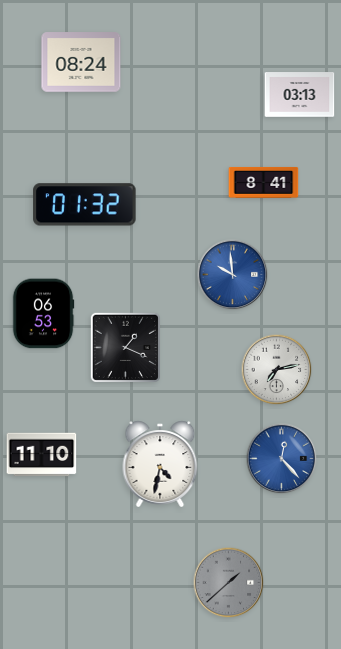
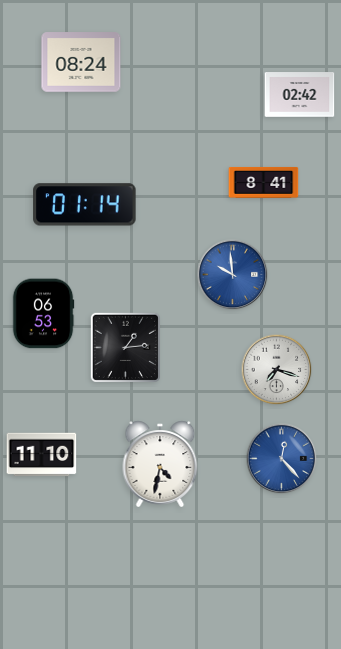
clock at (300, 95): 03:13 -> 02:42
clock at (85, 205): 01:32 -> 01:14
clock at (125, 347): 1:19 -> 1:14
clock at (277, 370): 7:13 -> 7:18
clock at (229, 583): 1:38 -> none
